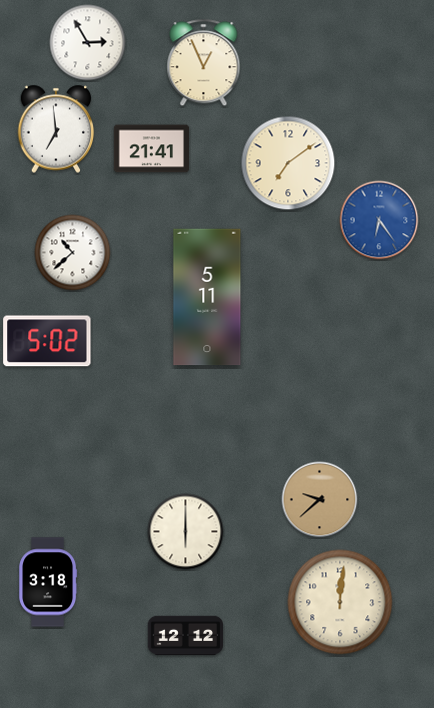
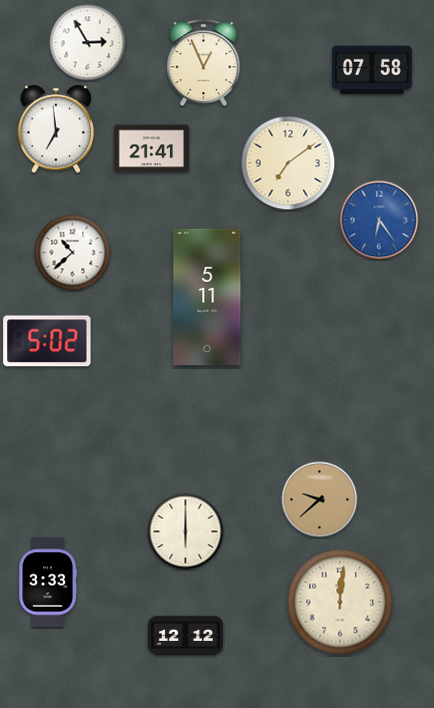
clock at (372, 70): none -> 07:58
clock at (48, 582): 3:18 -> 3:33
